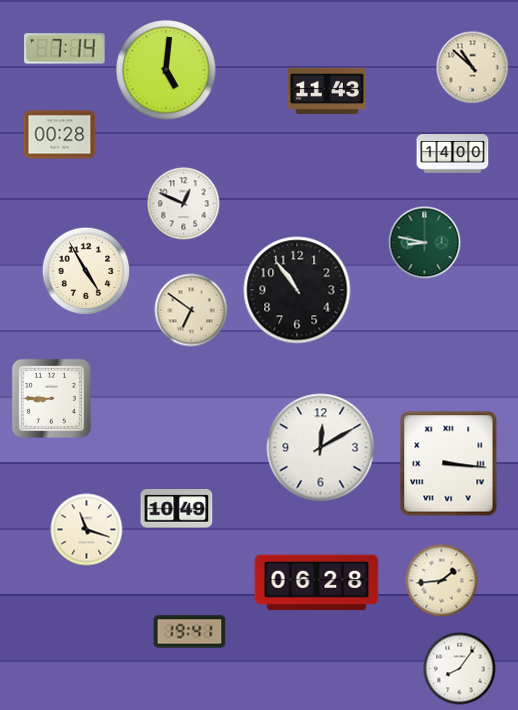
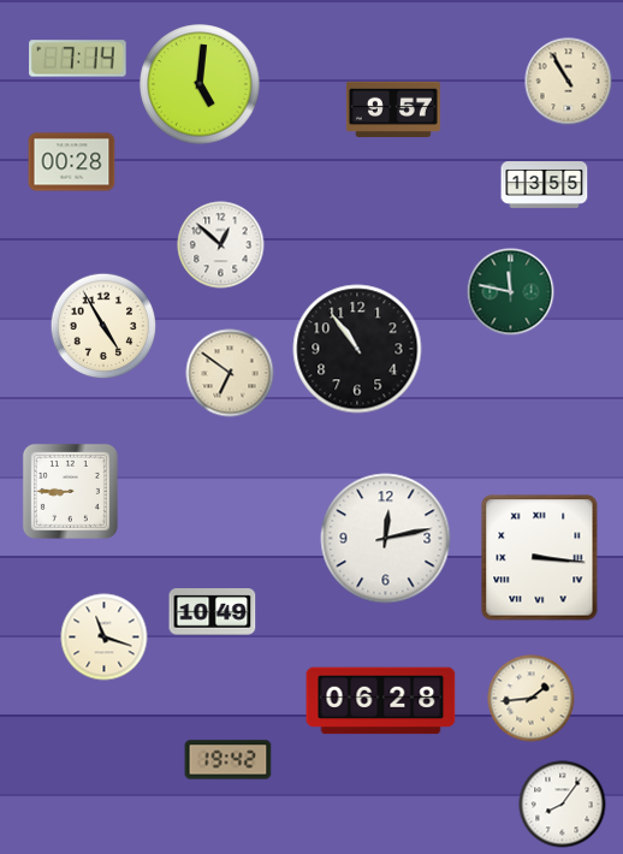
clock at (473, 68): 10:52 -> 10:55
clock at (327, 91): 11:43 -> 9:57
clock at (453, 154): 14:00 -> 13:55
clock at (184, 204): 12:49 -> 12:52
clock at (425, 243): 8:47 -> 11:47
clock at (51, 398) position: (51, 398) -> (70, 491)
clock at (321, 448): 12:10 -> 12:13
clock at (190, 632): 19:41 -> 19:42
clock at (460, 669) position: (460, 669) -> (563, 805)
